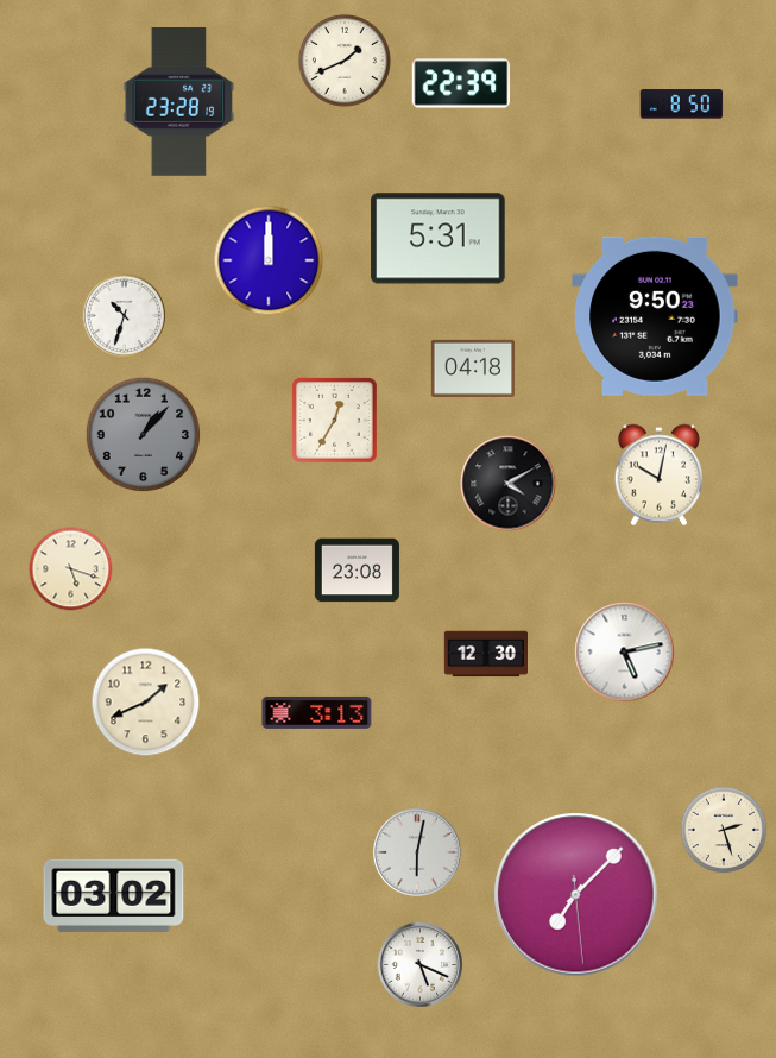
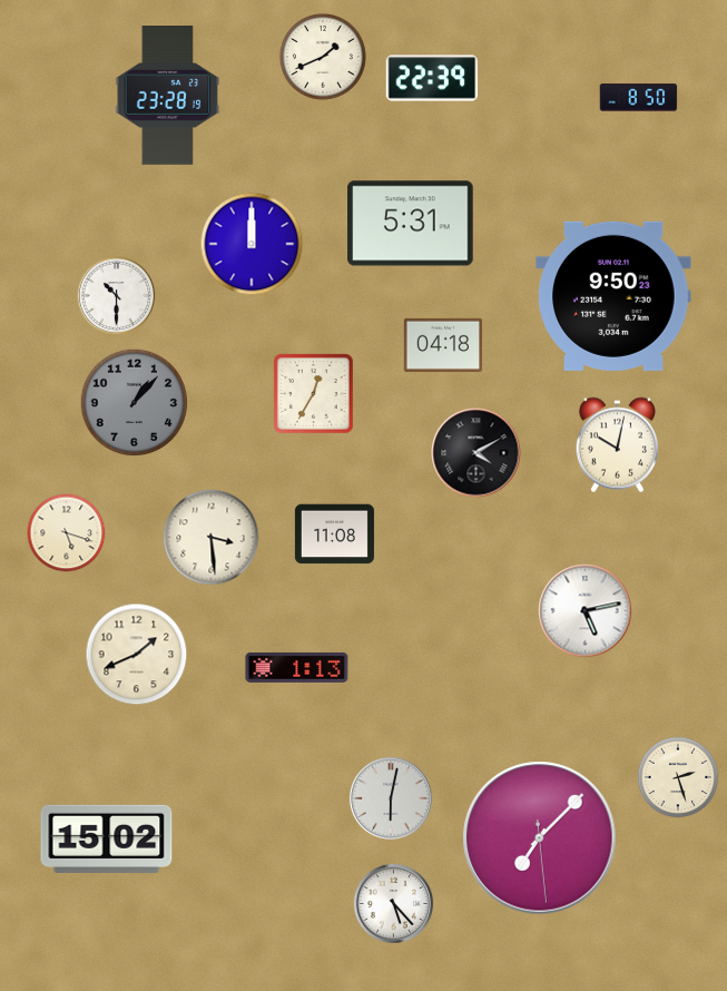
clock at (125, 316): 10:33 -> 10:30
clock at (144, 435) position: (144, 435) -> (135, 403)
clock at (357, 571): 23:08 -> 11:08
clock at (212, 538): none -> 3:29
clock at (485, 654): 12:30 -> none
clock at (146, 703) position: (146, 703) -> (137, 655)
clock at (317, 712): 3:13 -> 1:13
clock at (114, 895): 03:02 -> 15:02
clock at (419, 964): 5:19 -> 5:23
